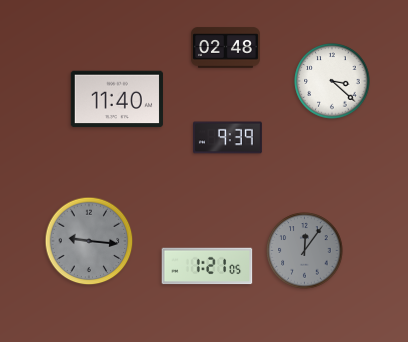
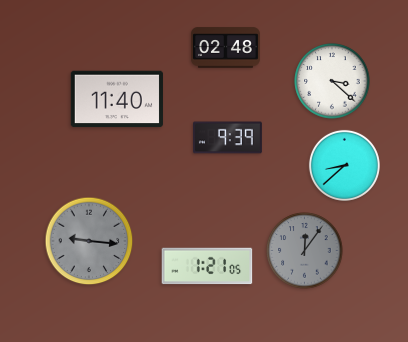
clock at (344, 165): none -> 8:38
